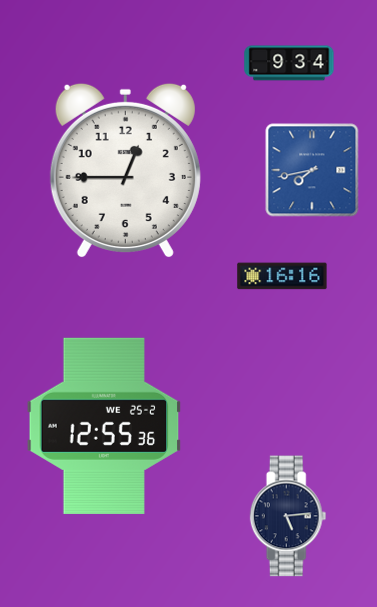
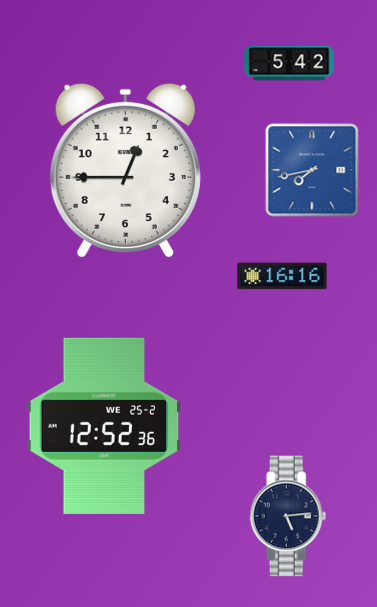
clock at (289, 63): 9:34 -> 5:42
clock at (104, 426): 12:55 -> 12:52
